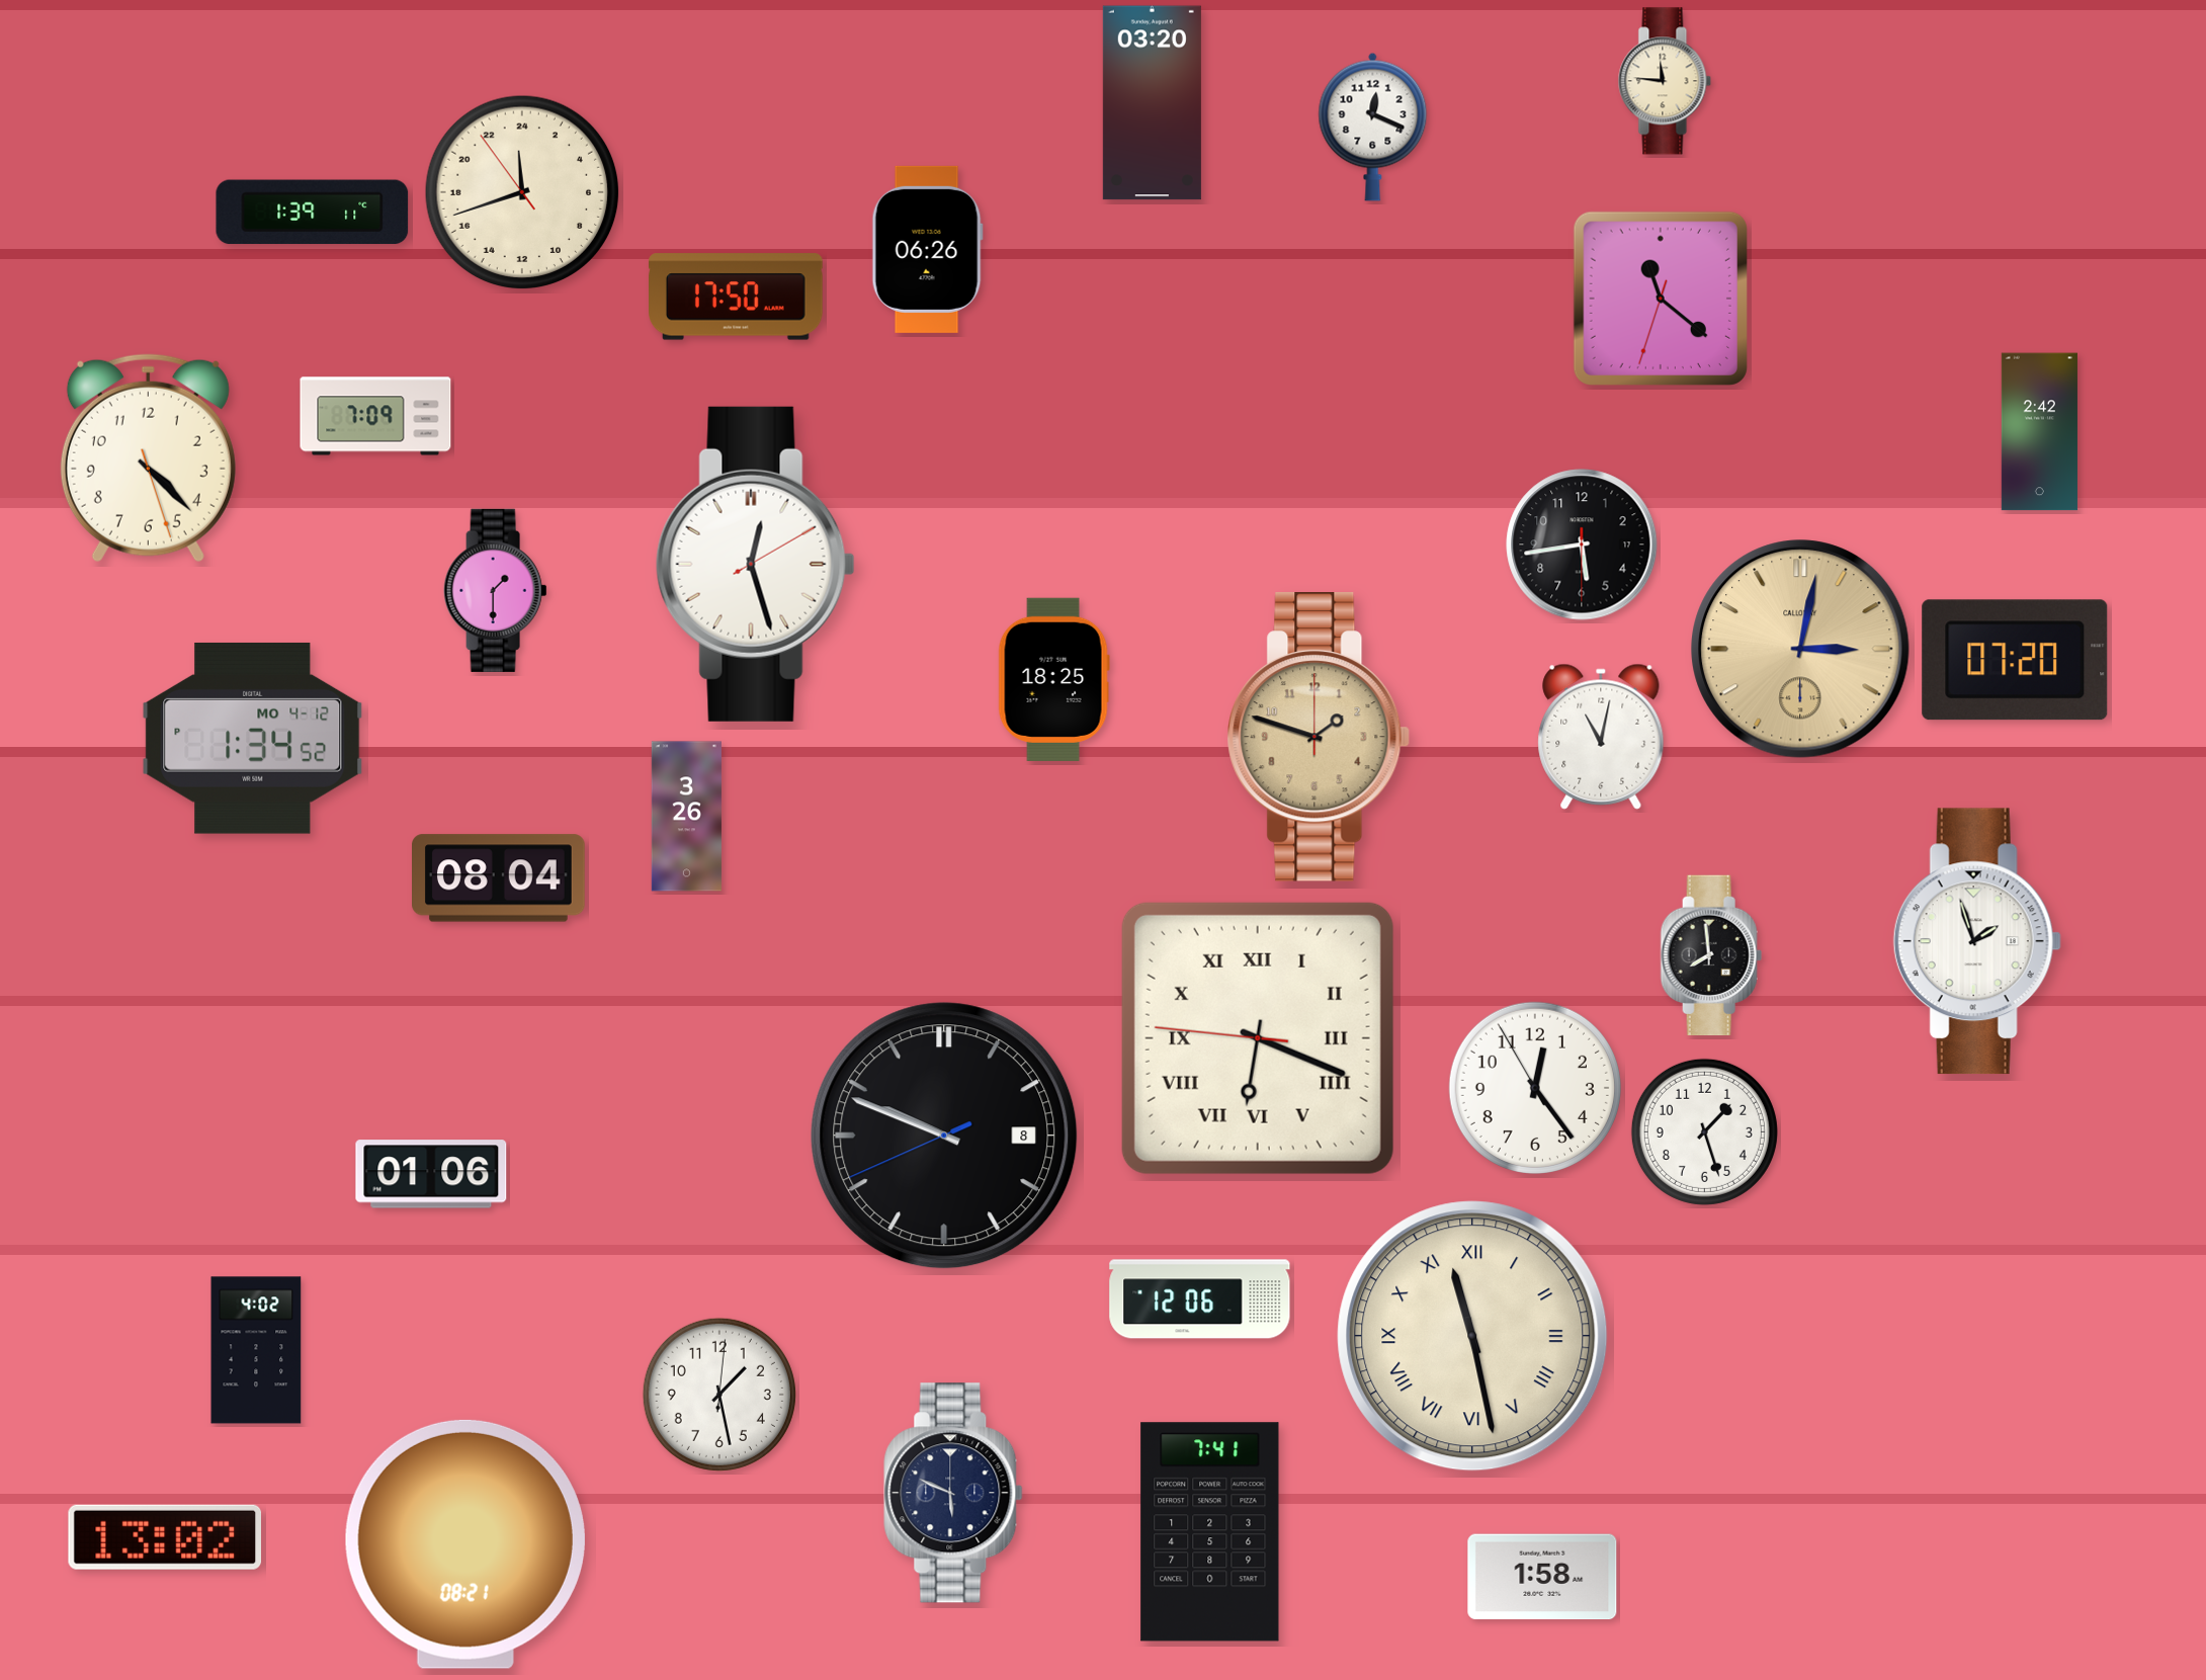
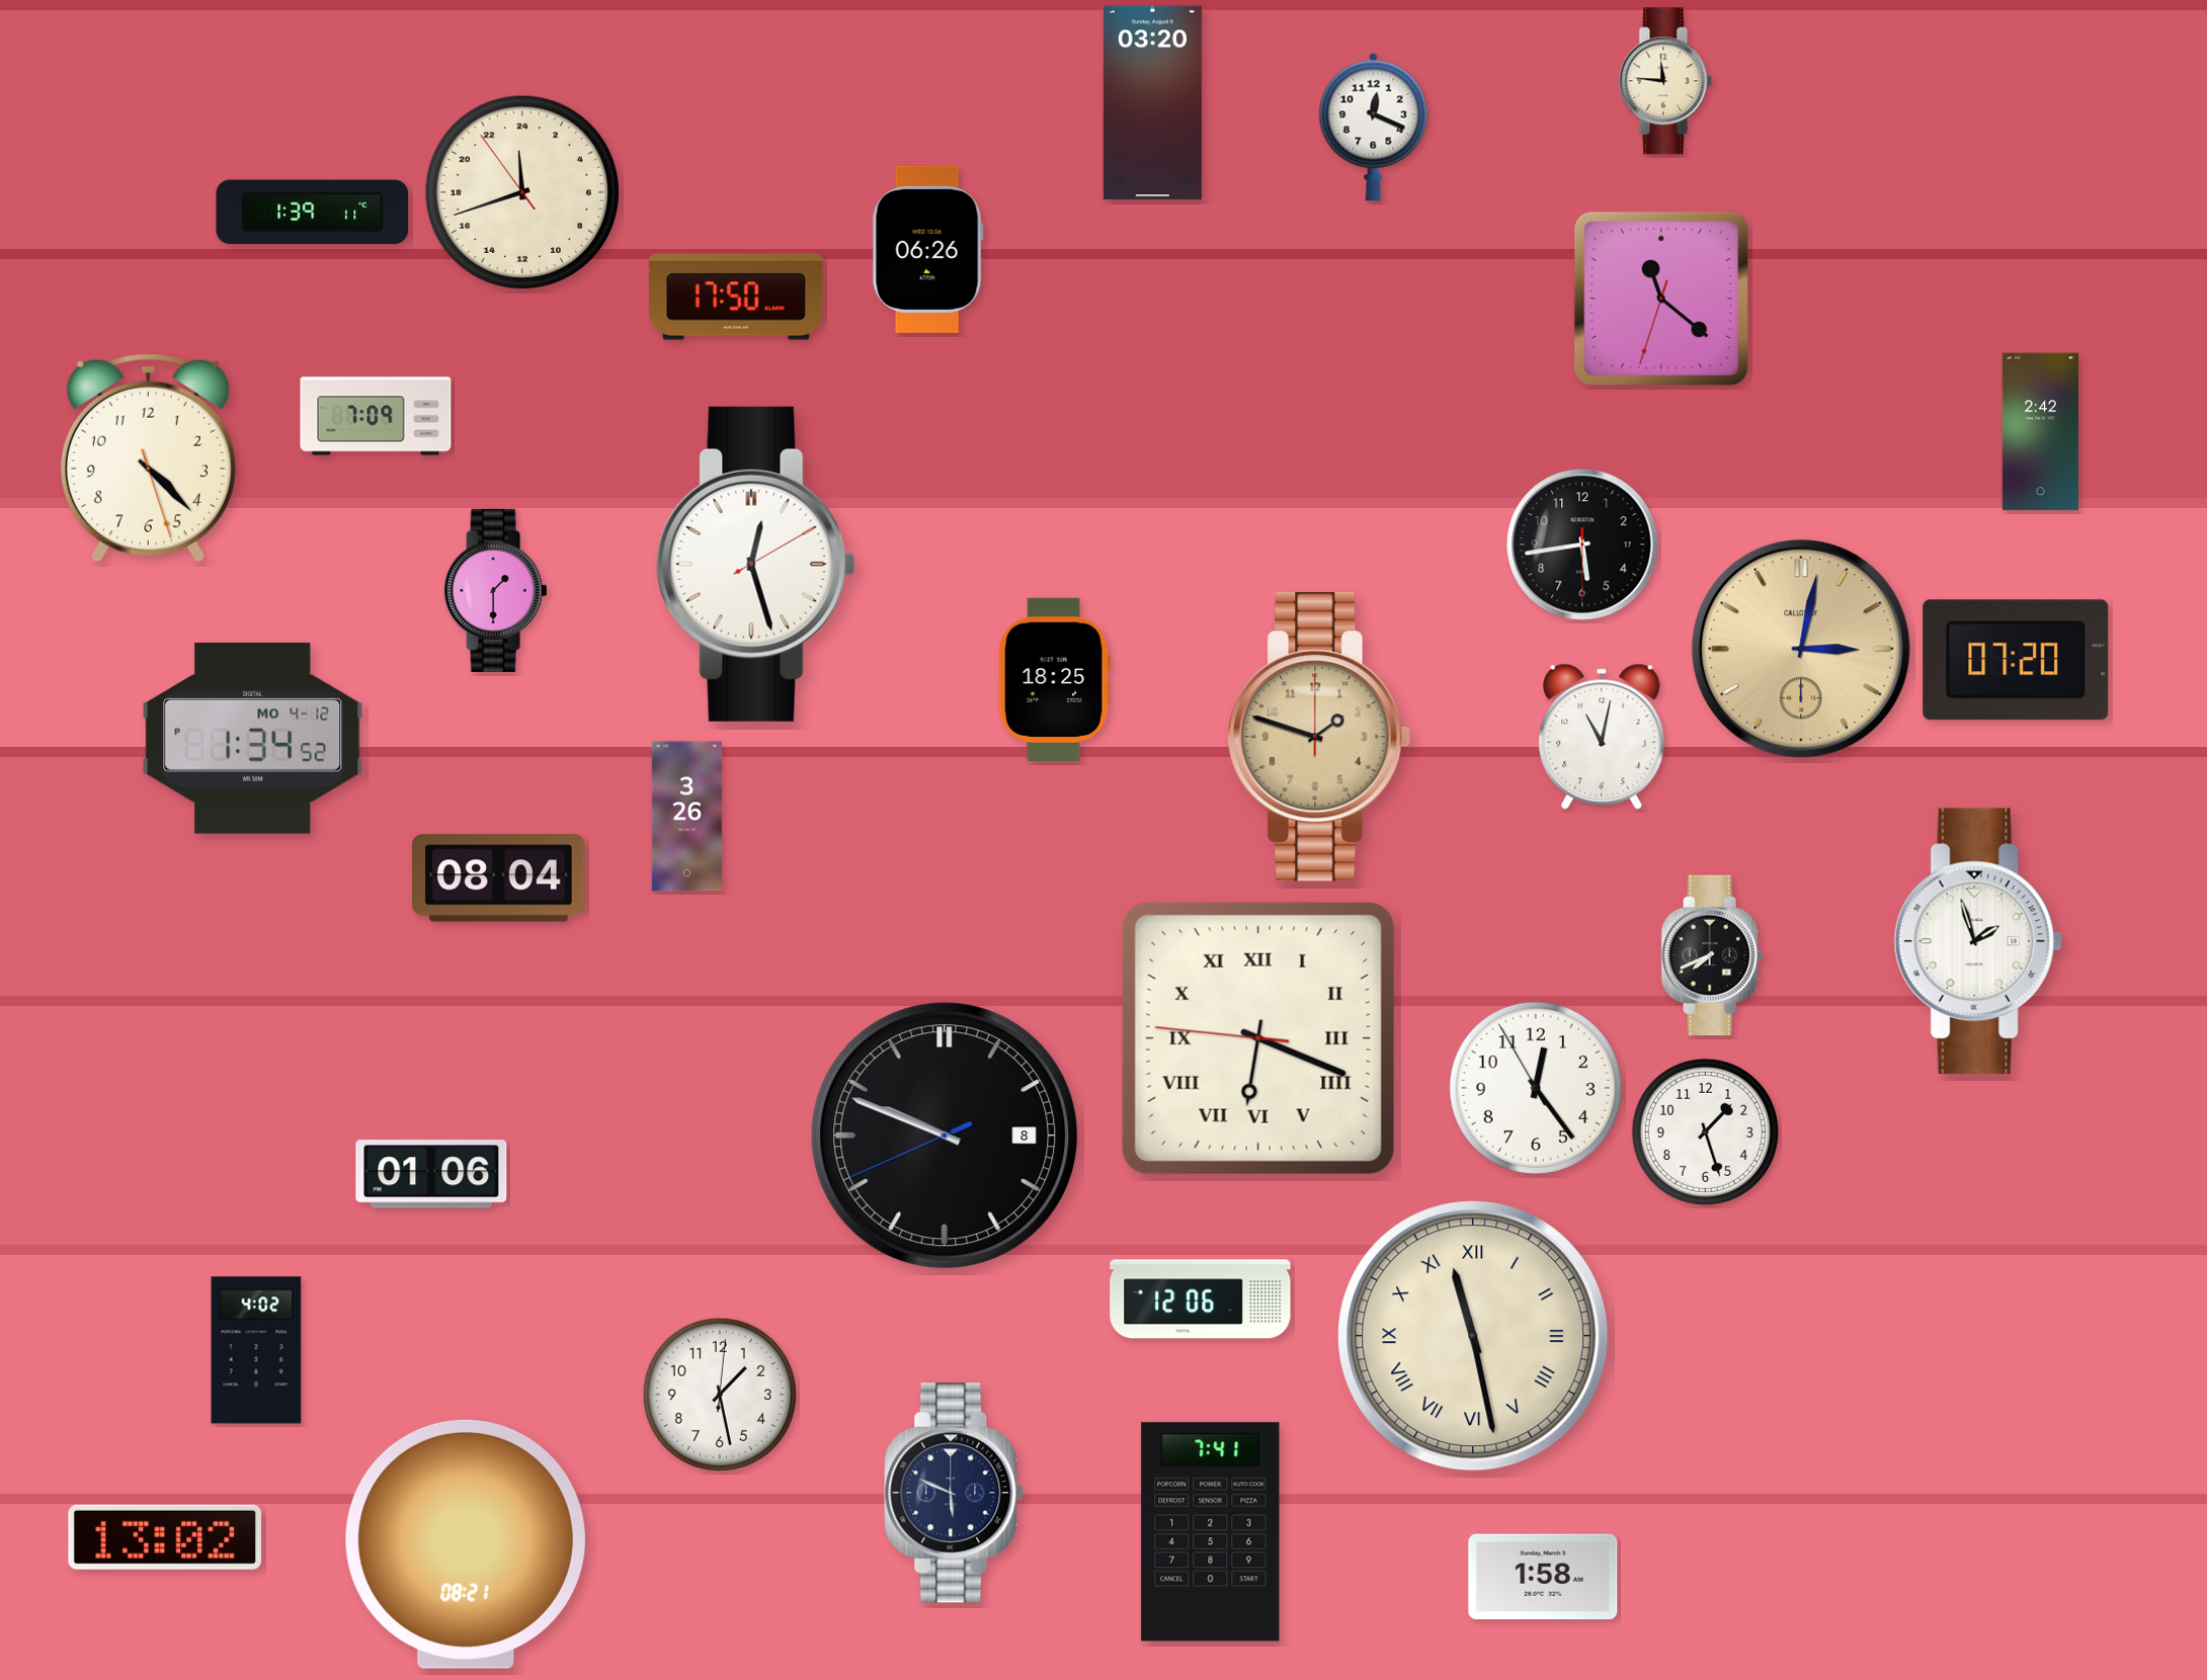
clock at (1711, 955): 7:59 -> 7:41
